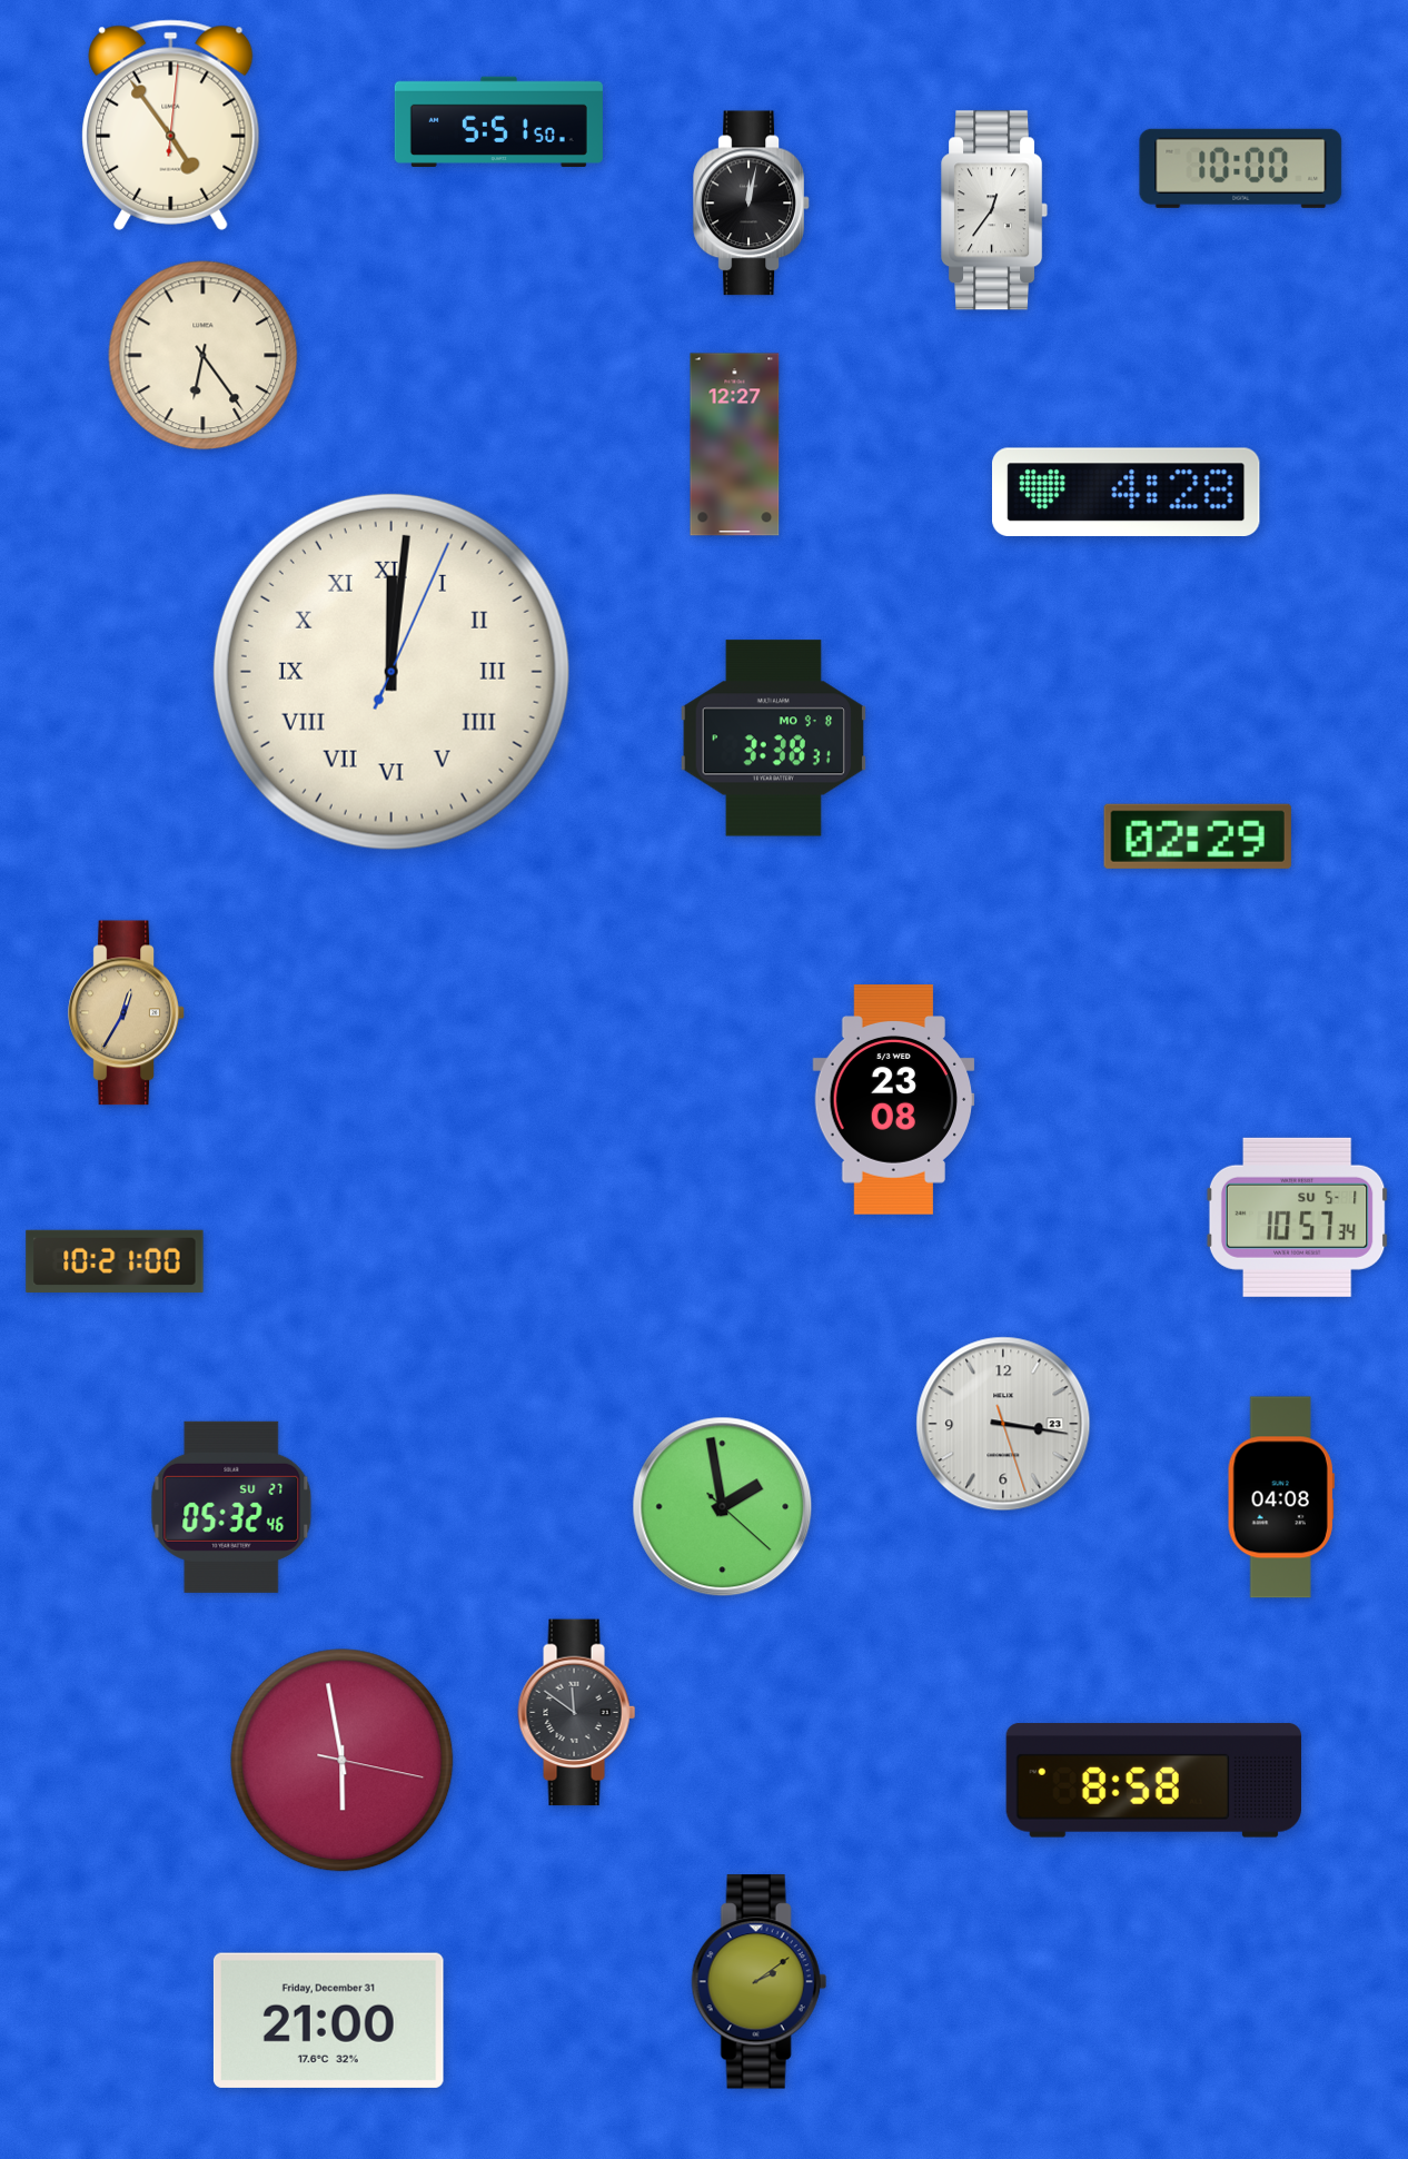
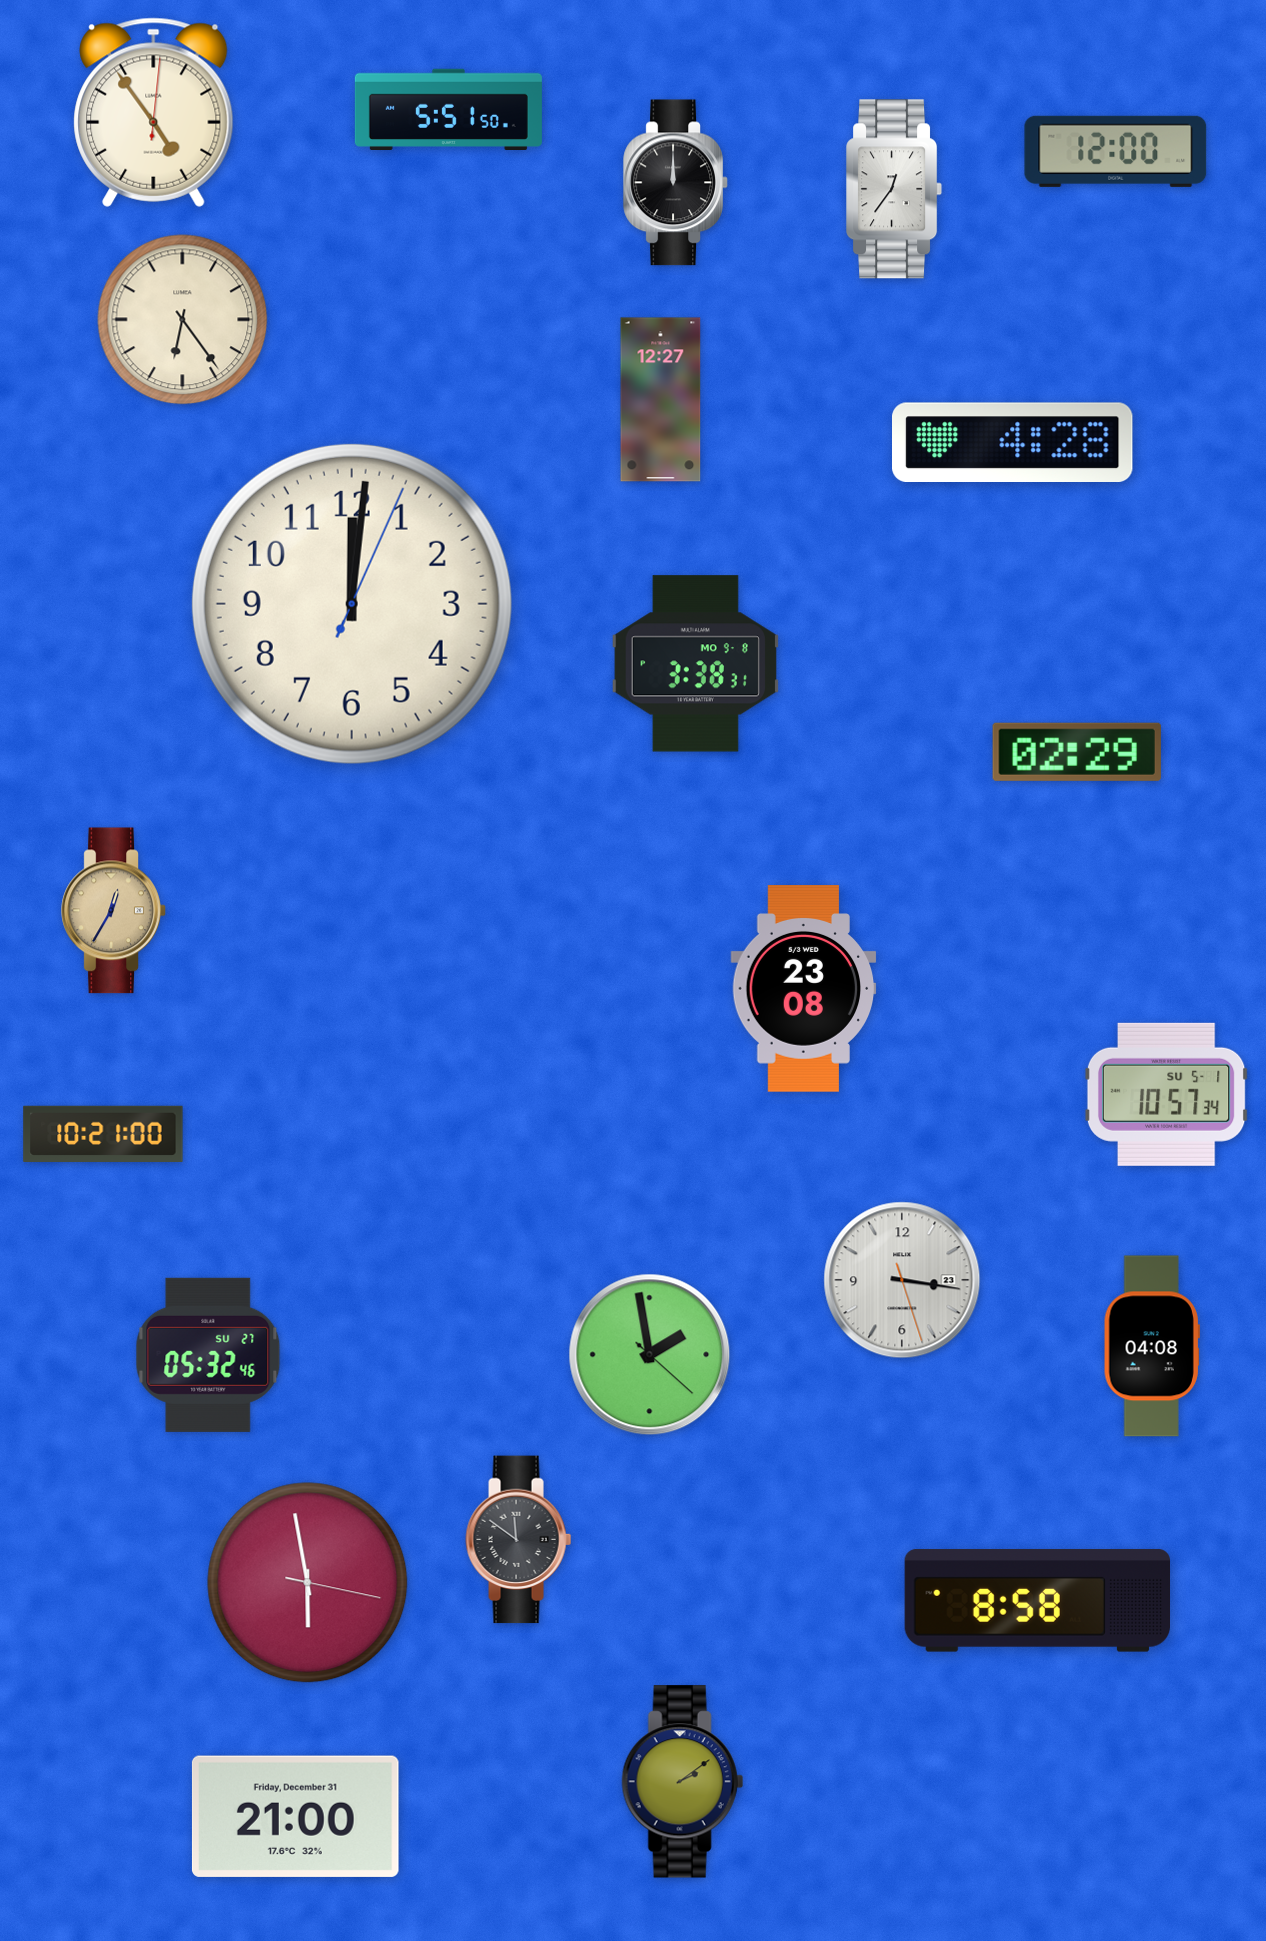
clock at (1241, 168): 10:00 -> 12:00
clock at (752, 204): 12:02 -> 12:00
clock at (391, 672) numerals: Roman -> Arabic
